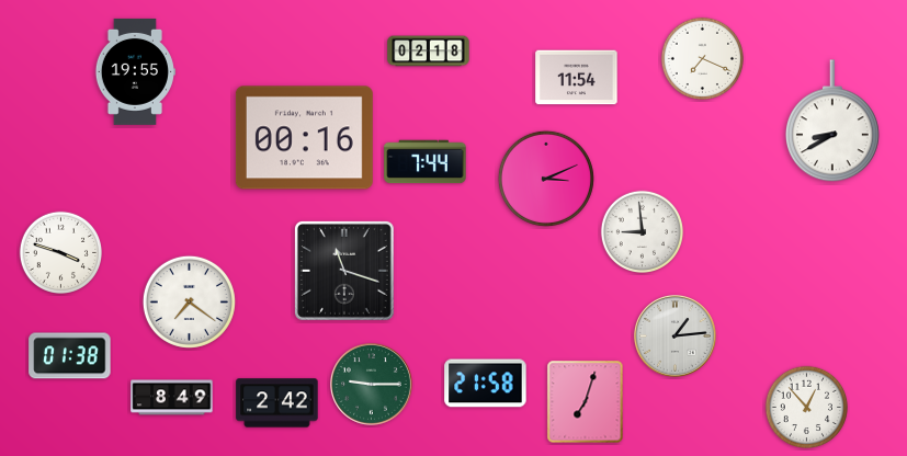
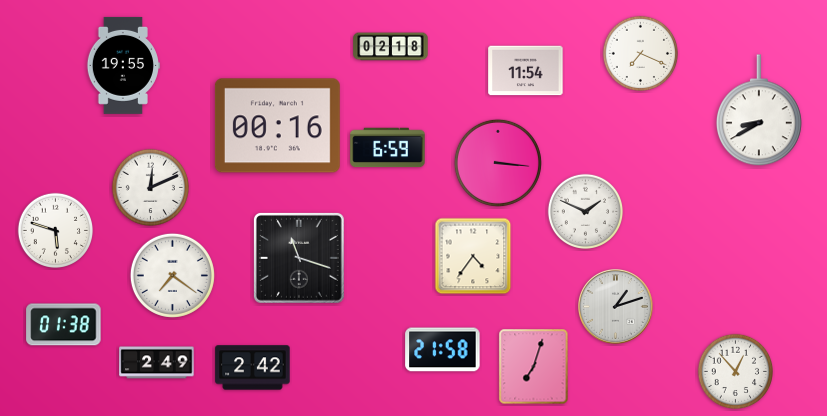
clock at (426, 162): 7:44 -> 6:59
clock at (546, 179): 3:11 -> 3:16
clock at (150, 187): none -> 12:11
clock at (642, 231): 8:59 -> 1:49
clock at (60, 252): 3:48 -> 5:48
clock at (344, 271) position: (344, 271) -> (299, 258)
clock at (473, 256): none -> 4:36
clock at (676, 337): 1:14 -> 1:12
clock at (372, 385): 9:15 -> none
clock at (172, 398): 8:49 -> 2:49
